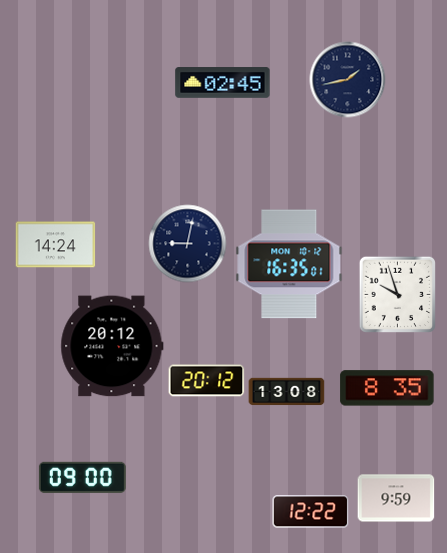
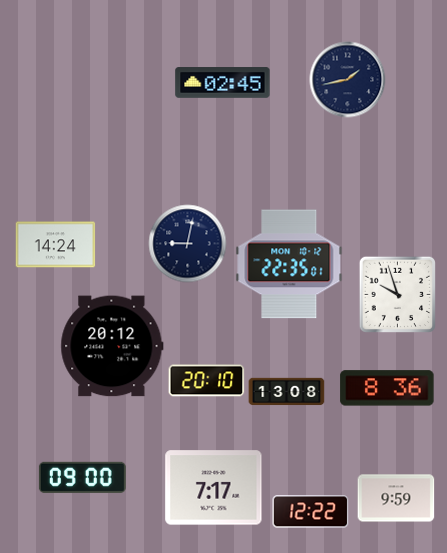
clock at (289, 264): 16:35 -> 22:35
clock at (207, 381): 20:12 -> 20:10
clock at (387, 388): 8:35 -> 8:36
clock at (214, 488): none -> 7:17
